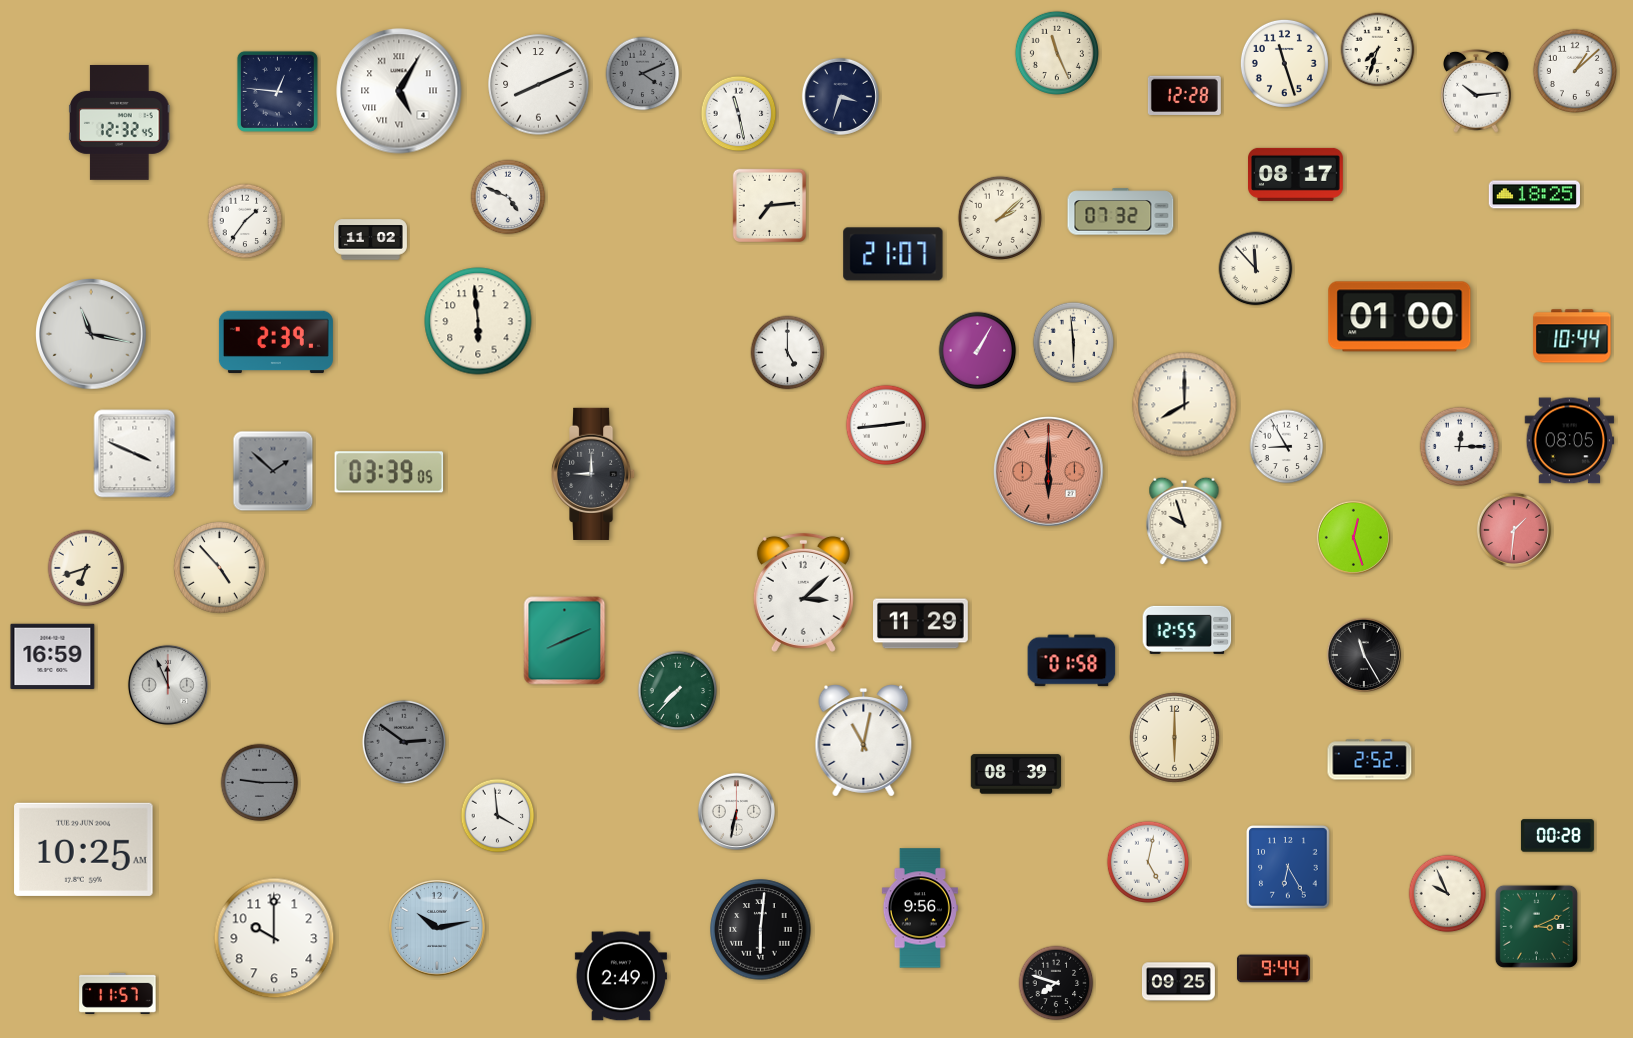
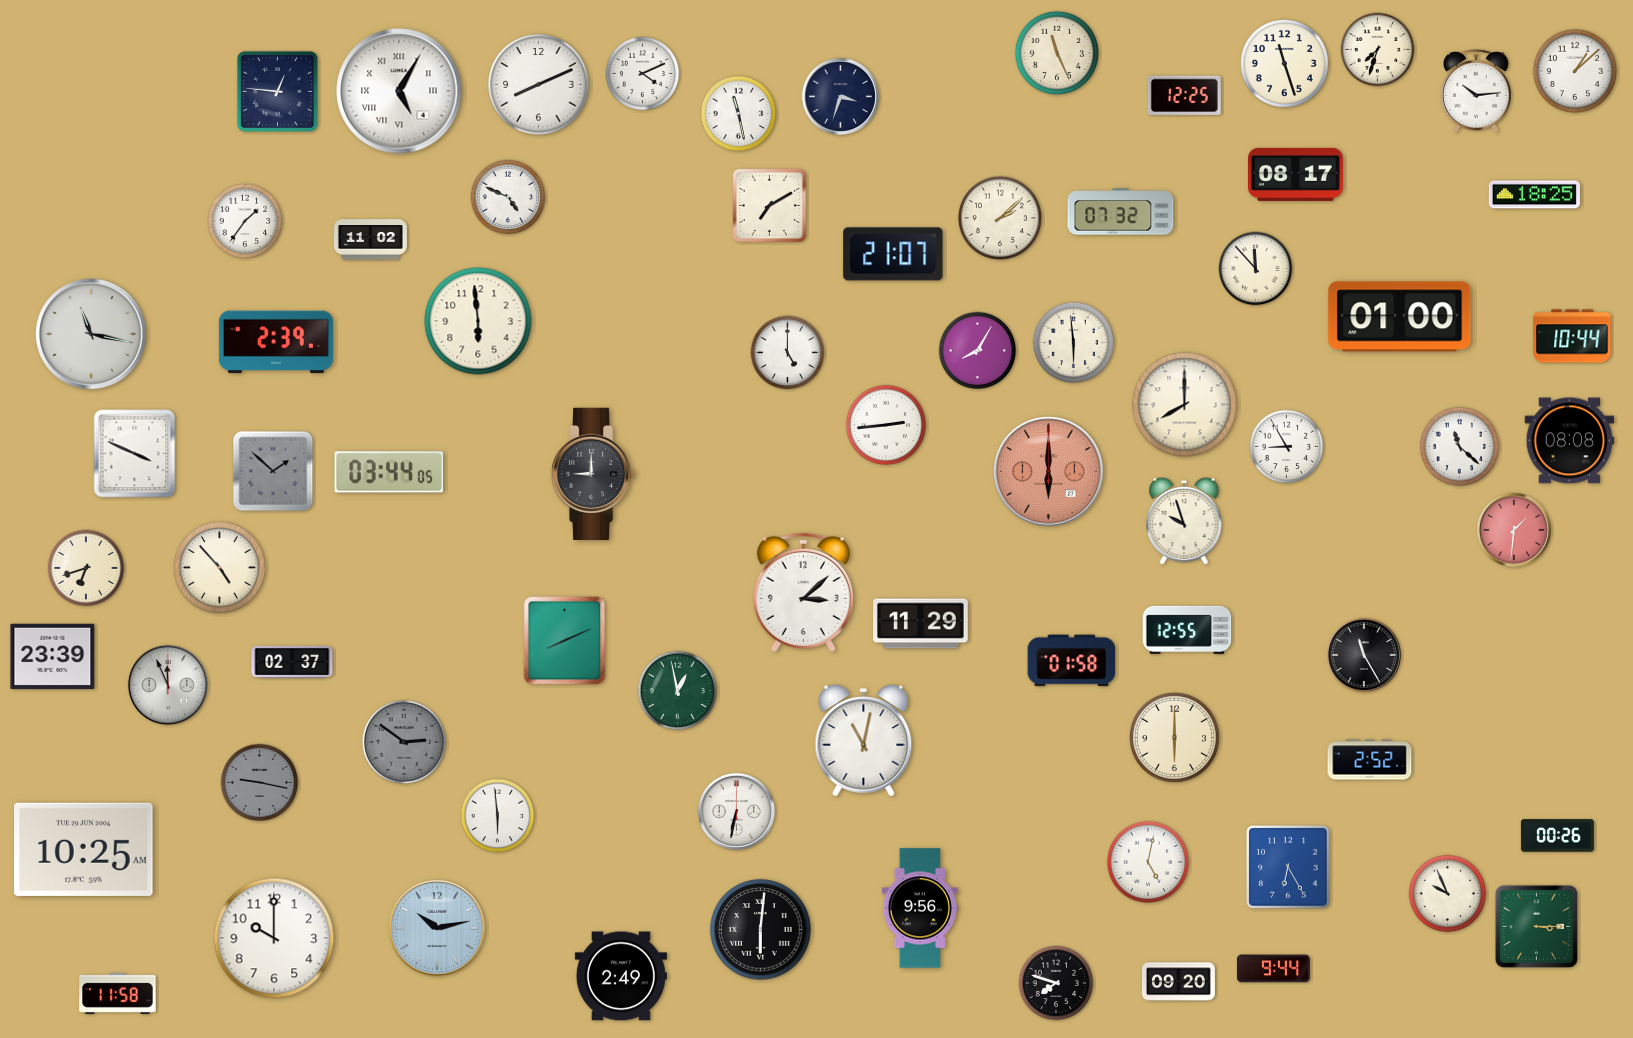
clock at (643, 74) dial: grey -> white
clock at (1184, 95): 12:28 -> 12:25
clock at (120, 122): 12:32 -> none
clock at (769, 205): 7:14 -> 7:10
clock at (978, 351): 1:05 -> 8:05
clock at (1570, 441): 08:05 -> 08:08
clock at (1460, 447): 12:15 -> 11:22
clock at (389, 472): 03:39 -> 03:44
clock at (1353, 537): 12:27 -> none
clock at (53, 657): 16:59 -> 23:39
clock at (292, 662): none -> 02:37
clock at (678, 691): 7:37 -> 12:58
clock at (1016, 774): 08:39 -> none
clock at (260, 783): 9:15 -> 9:17
clock at (498, 816): 3:59 -> 5:59
clock at (1557, 836): 00:28 -> 00:26
clock at (1536, 926): 3:11 -> 3:15
clock at (1178, 982): 09:25 -> 09:20
clock at (118, 993): 11:57 -> 11:58
